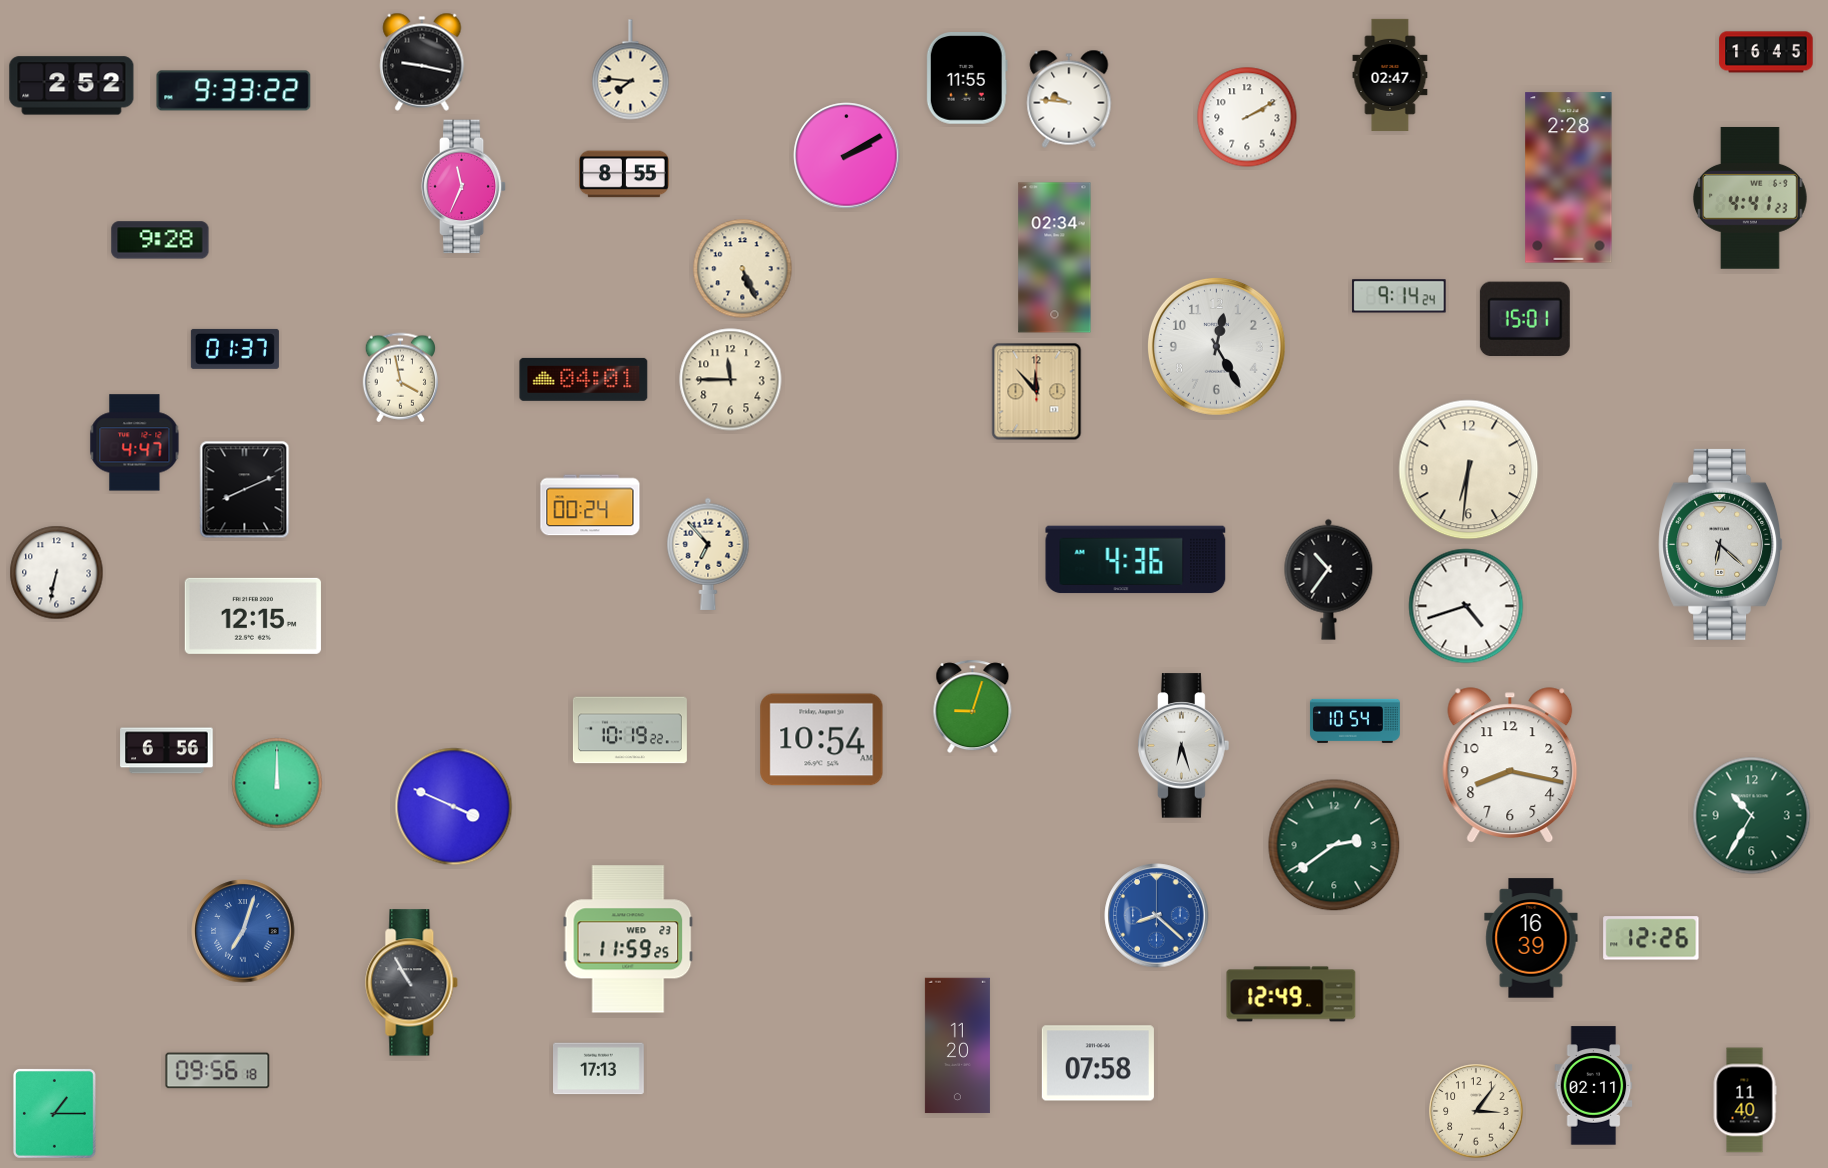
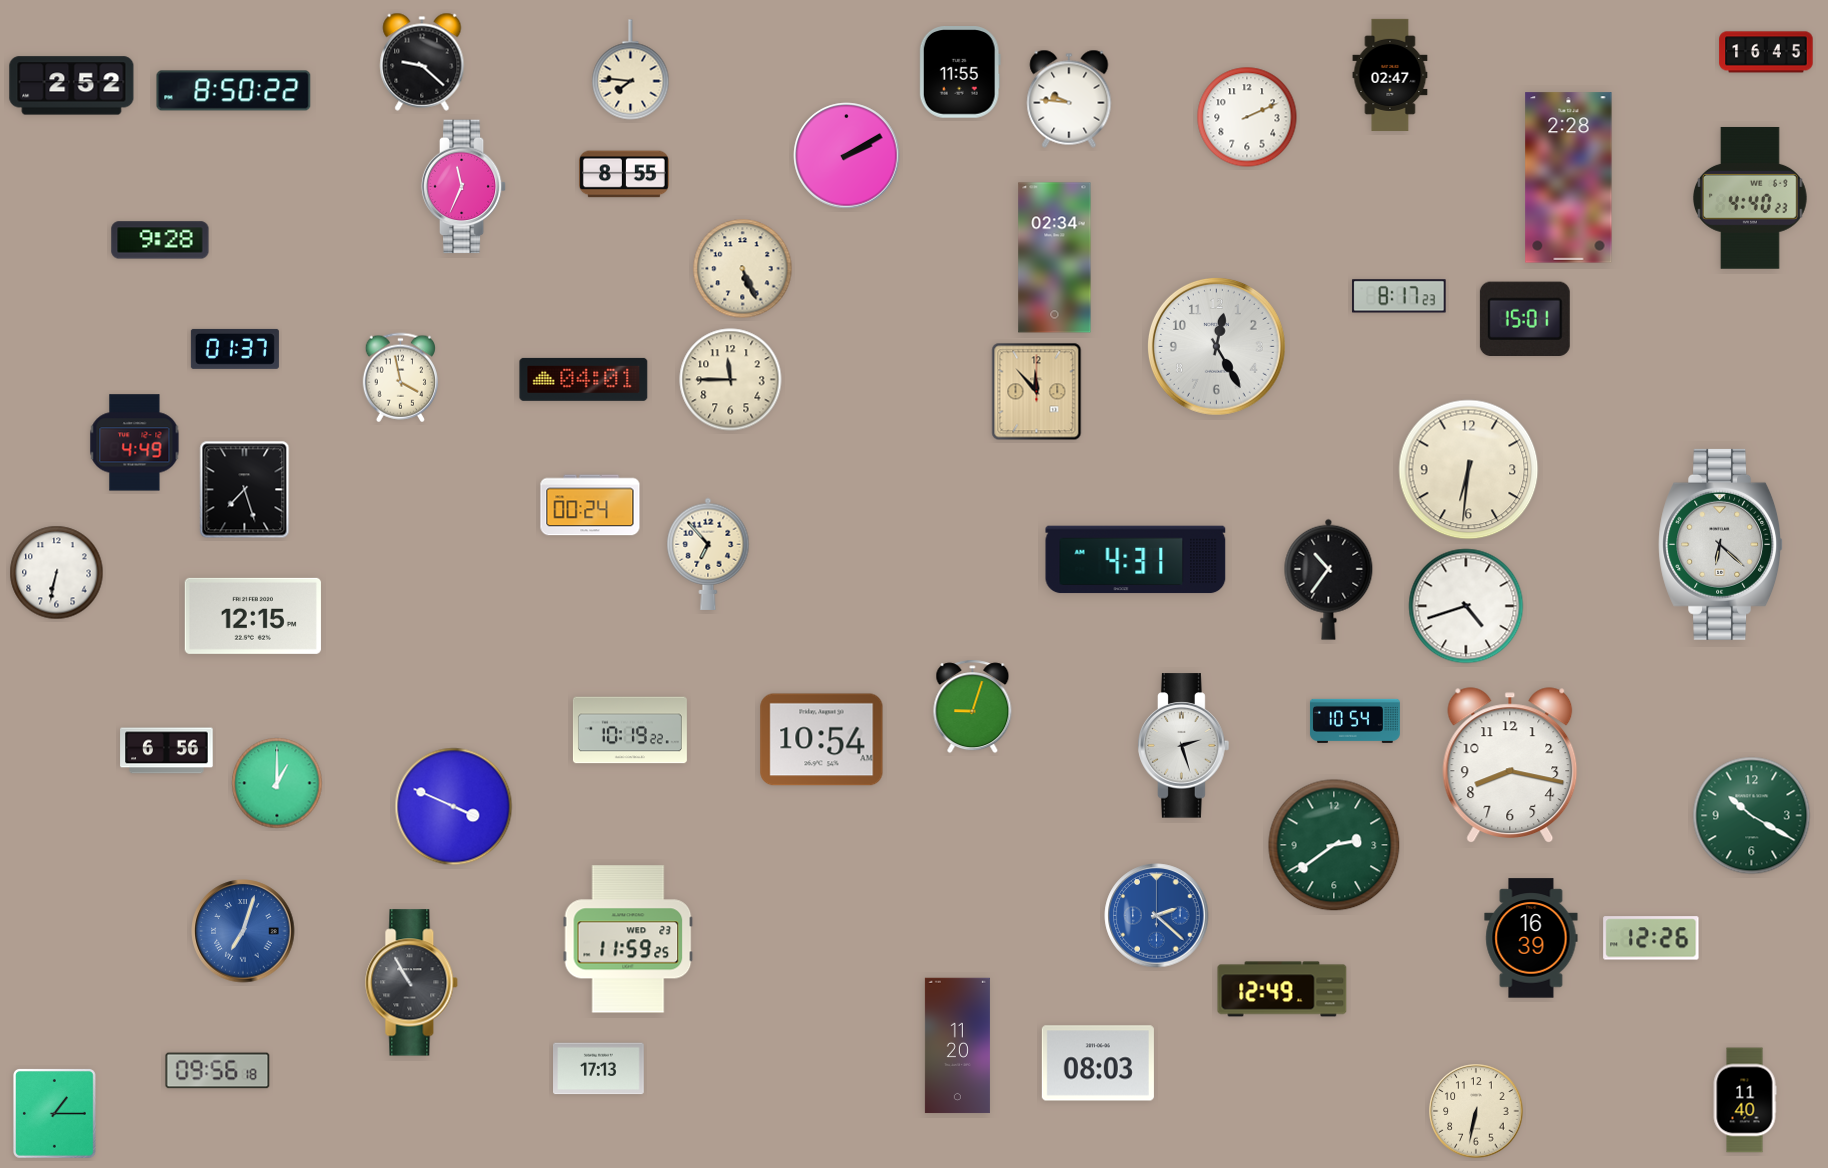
clock at (422, 62): 9:17 -> 9:22
clock at (967, 79) position: (967, 79) -> (960, 73)
clock at (234, 91): 9:33 -> 8:50
clock at (1247, 117): 2:10 -> 2:11
clock at (1750, 198): 4:41 -> 4:40
clock at (1399, 296): 9:14 -> 8:17
clock at (135, 443): 4:47 -> 4:49
clock at (245, 490): 8:11 -> 7:27
clock at (1136, 560): 4:36 -> 4:31
clock at (1184, 746): 6:27 -> 2:27
clock at (277, 783): 12:00 -> 1:00
clock at (1752, 816): 10:35 -> 10:20
clock at (1157, 916): 8:22 -> 2:22
clock at (1291, 994) position: (1291, 994) -> (1282, 989)
clock at (1098, 1063): 07:58 -> 08:03
clock at (1594, 1086): 02:11 -> none
clock at (1476, 1111): 3:06 -> 6:32
